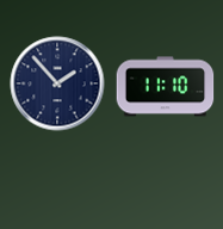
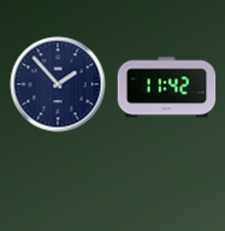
clock at (166, 87): 11:10 -> 11:42
